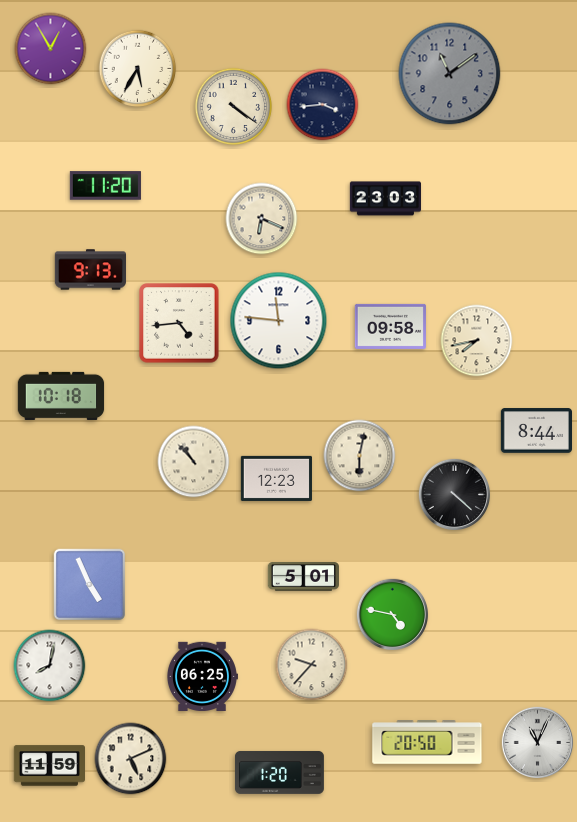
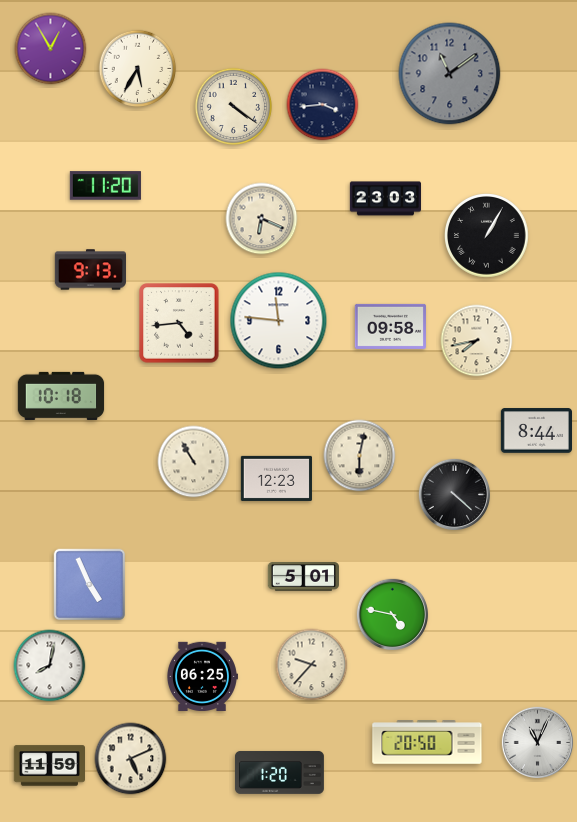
clock at (487, 236): none -> 1:05
clock at (194, 462): 10:53 -> 10:55
